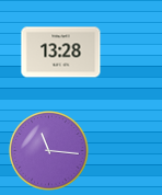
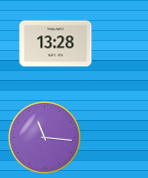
clock at (61, 53) position: (61, 53) -> (56, 44)
